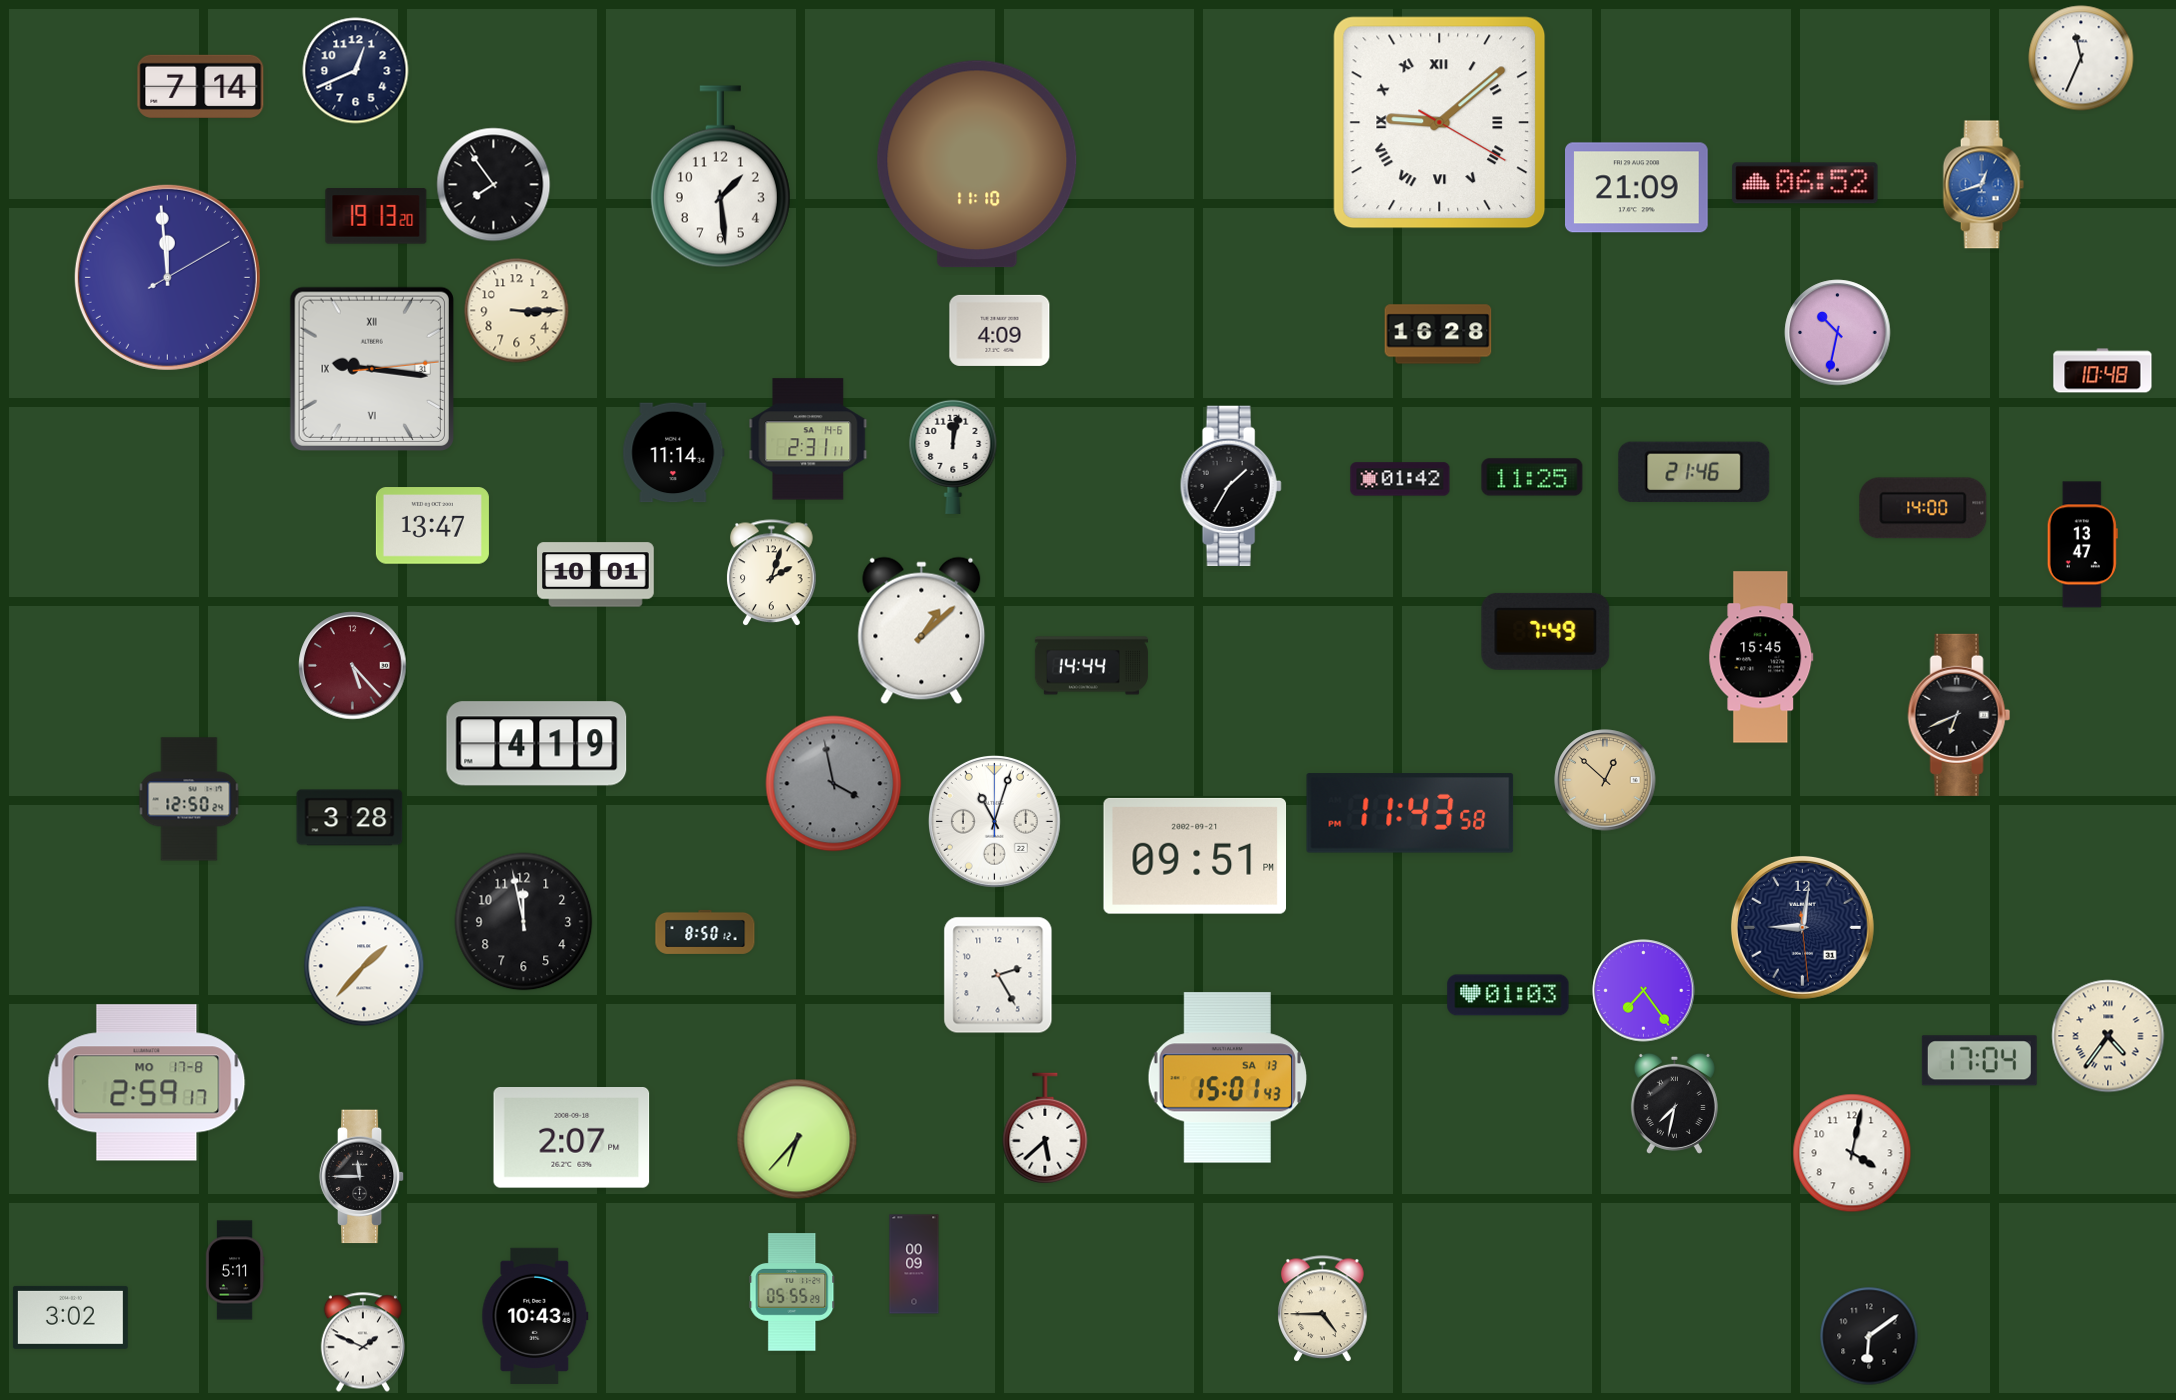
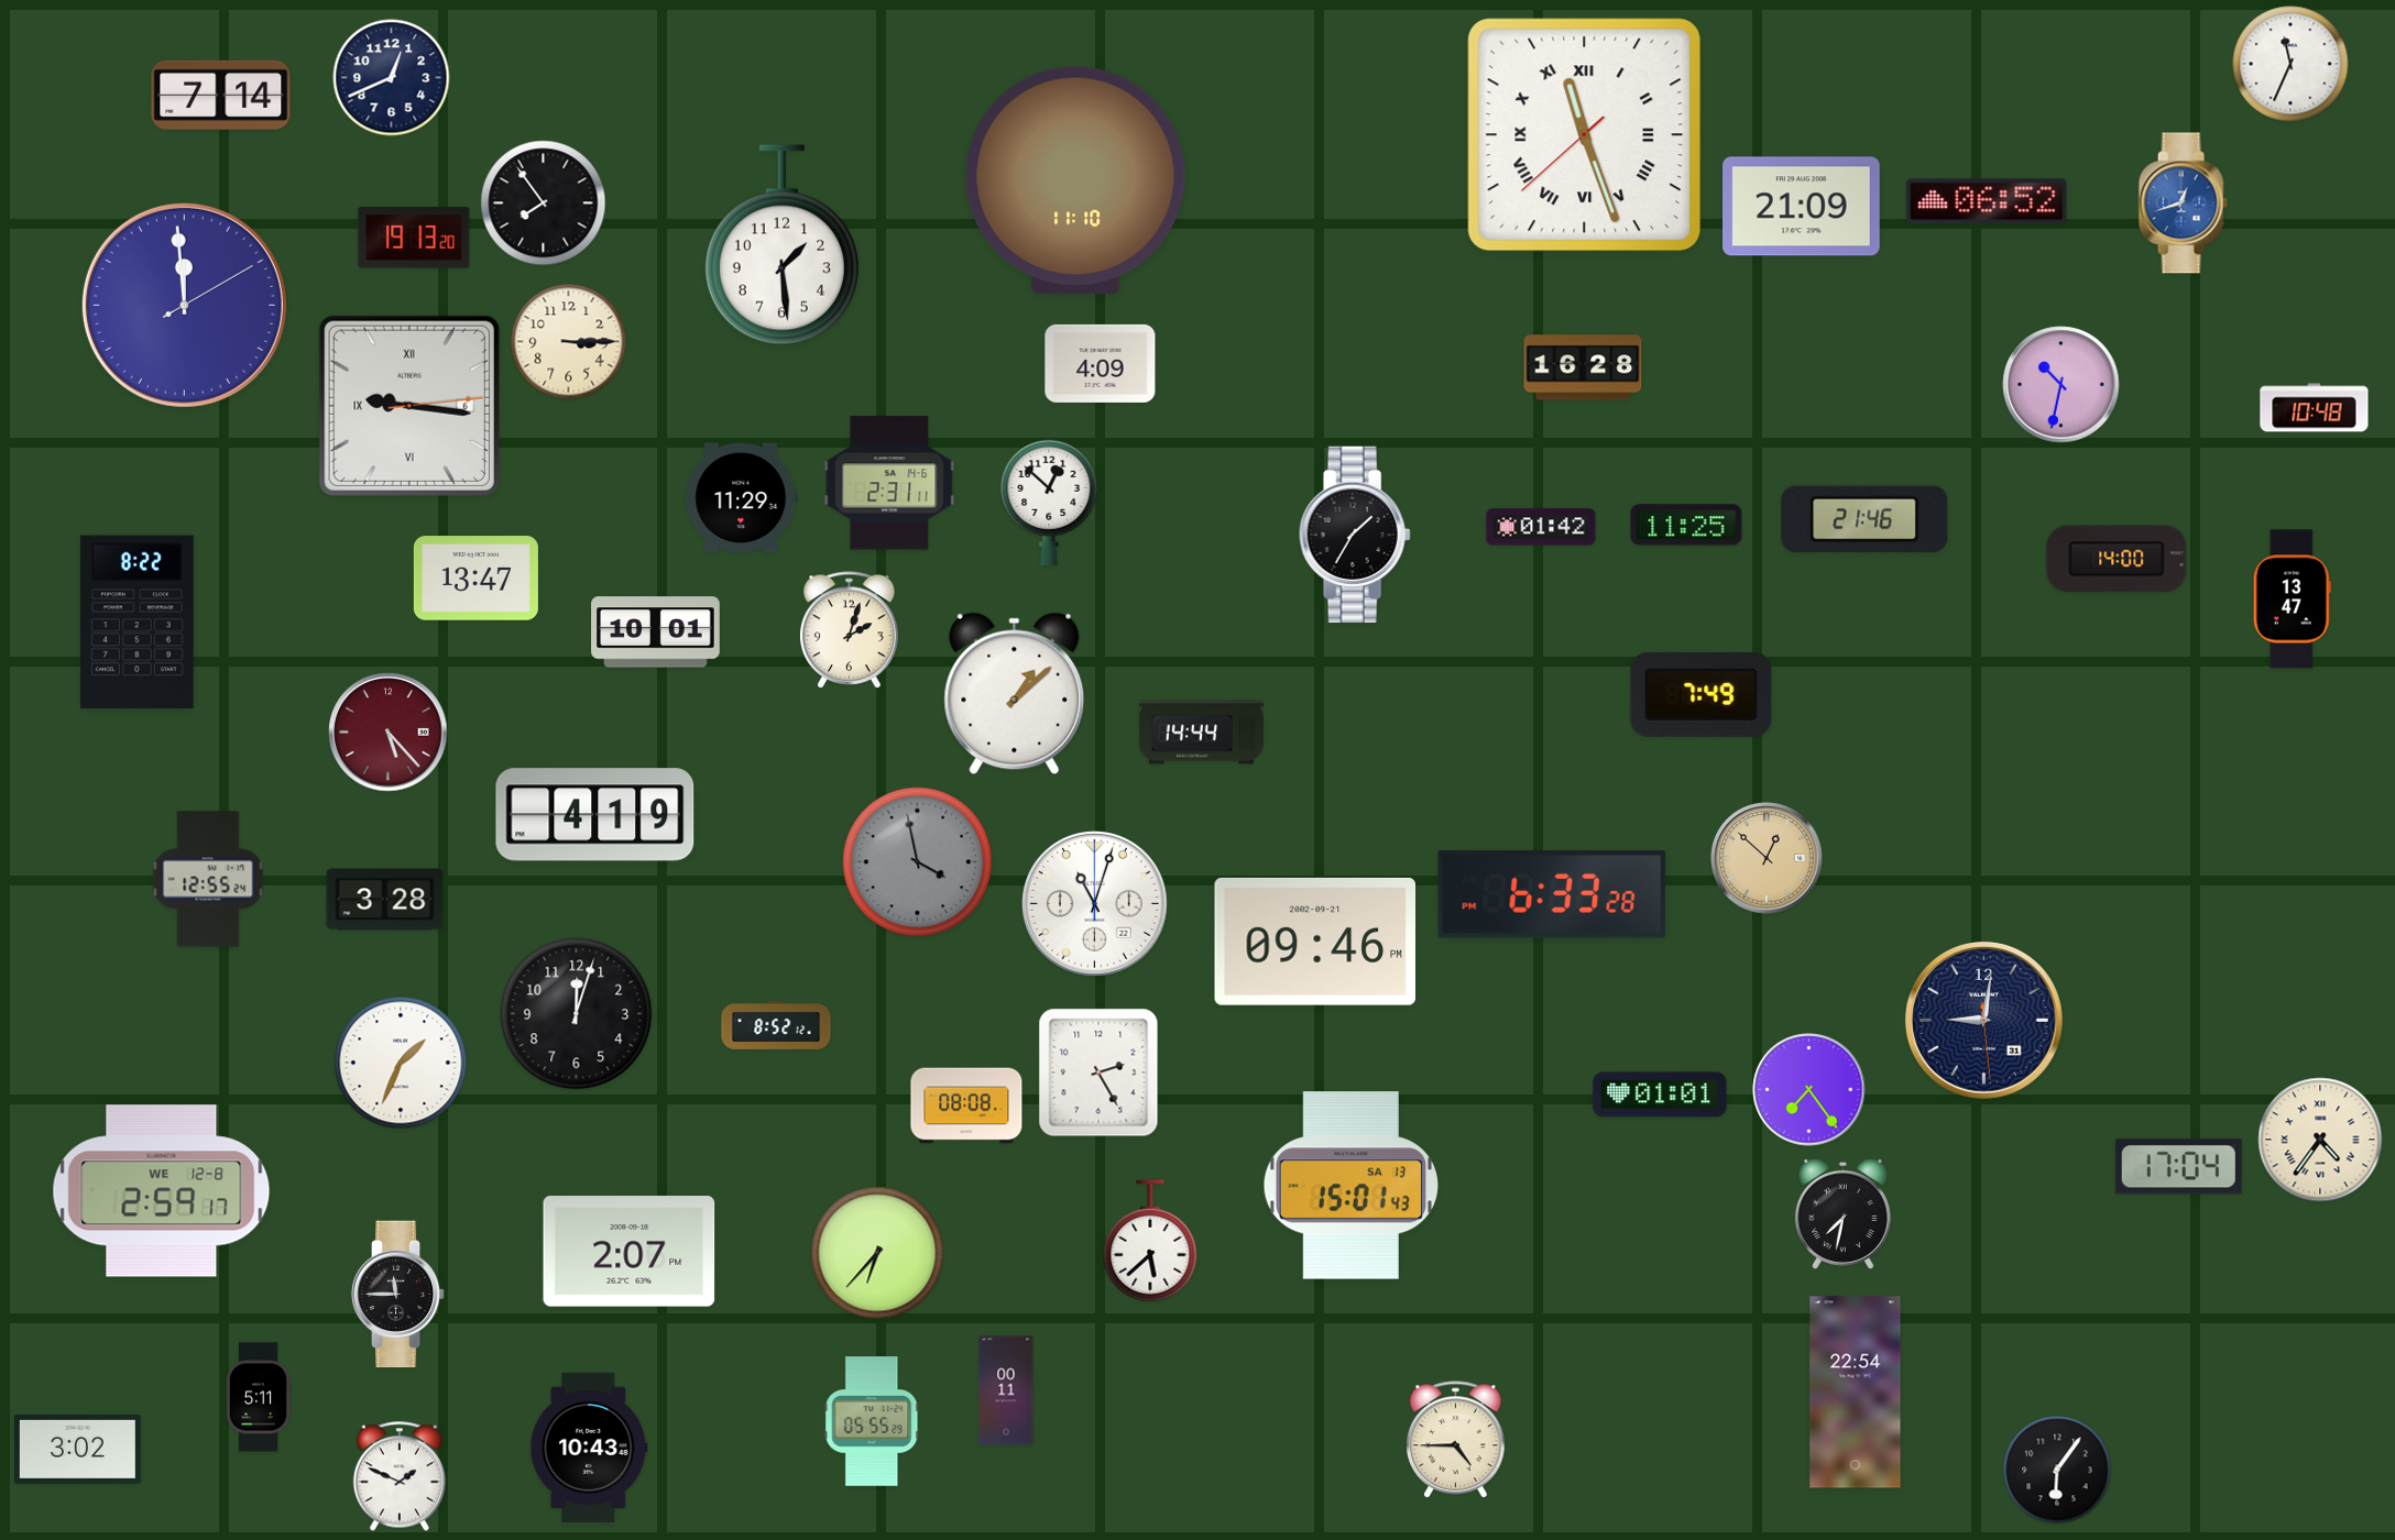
clock at (1440, 123): 9:08 -> 11:26
clock at (720, 177) position: (720, 177) -> (781, 245)
clock at (1838, 333) position: (1838, 333) -> (2062, 385)
clock at (372, 369) date: 31 -> 6
clock at (674, 453): 11:14 -> 11:29
clock at (953, 457): 12:02 -> 12:52
clock at (138, 623): none -> 8:22
clock at (1761, 657): 15:45 -> none
clock at (1959, 715): 6:41 -> none
clock at (537, 744) position: (537, 744) -> (595, 815)
clock at (189, 799): 12:50 -> 12:55
clock at (1410, 813): 11:43 -> 6:33
clock at (1194, 856): 09:51 -> 09:46
clock at (524, 922): 11:58 -> 12:03
clock at (705, 932): 8:50 -> 8:52
clock at (364, 966): 1:37 -> 1:34
clock at (1508, 995): 01:03 -> 01:01
clock at (966, 1105): none -> 08:08
clock at (147, 1083) date: MO 17-8 -> WE 12-8
clock at (1852, 1153): 4:02 -> none
clock at (914, 1264): 00:09 -> 00:11
clock at (1856, 1393): none -> 22:54
clock at (1869, 1336): 6:09 -> 6:06
